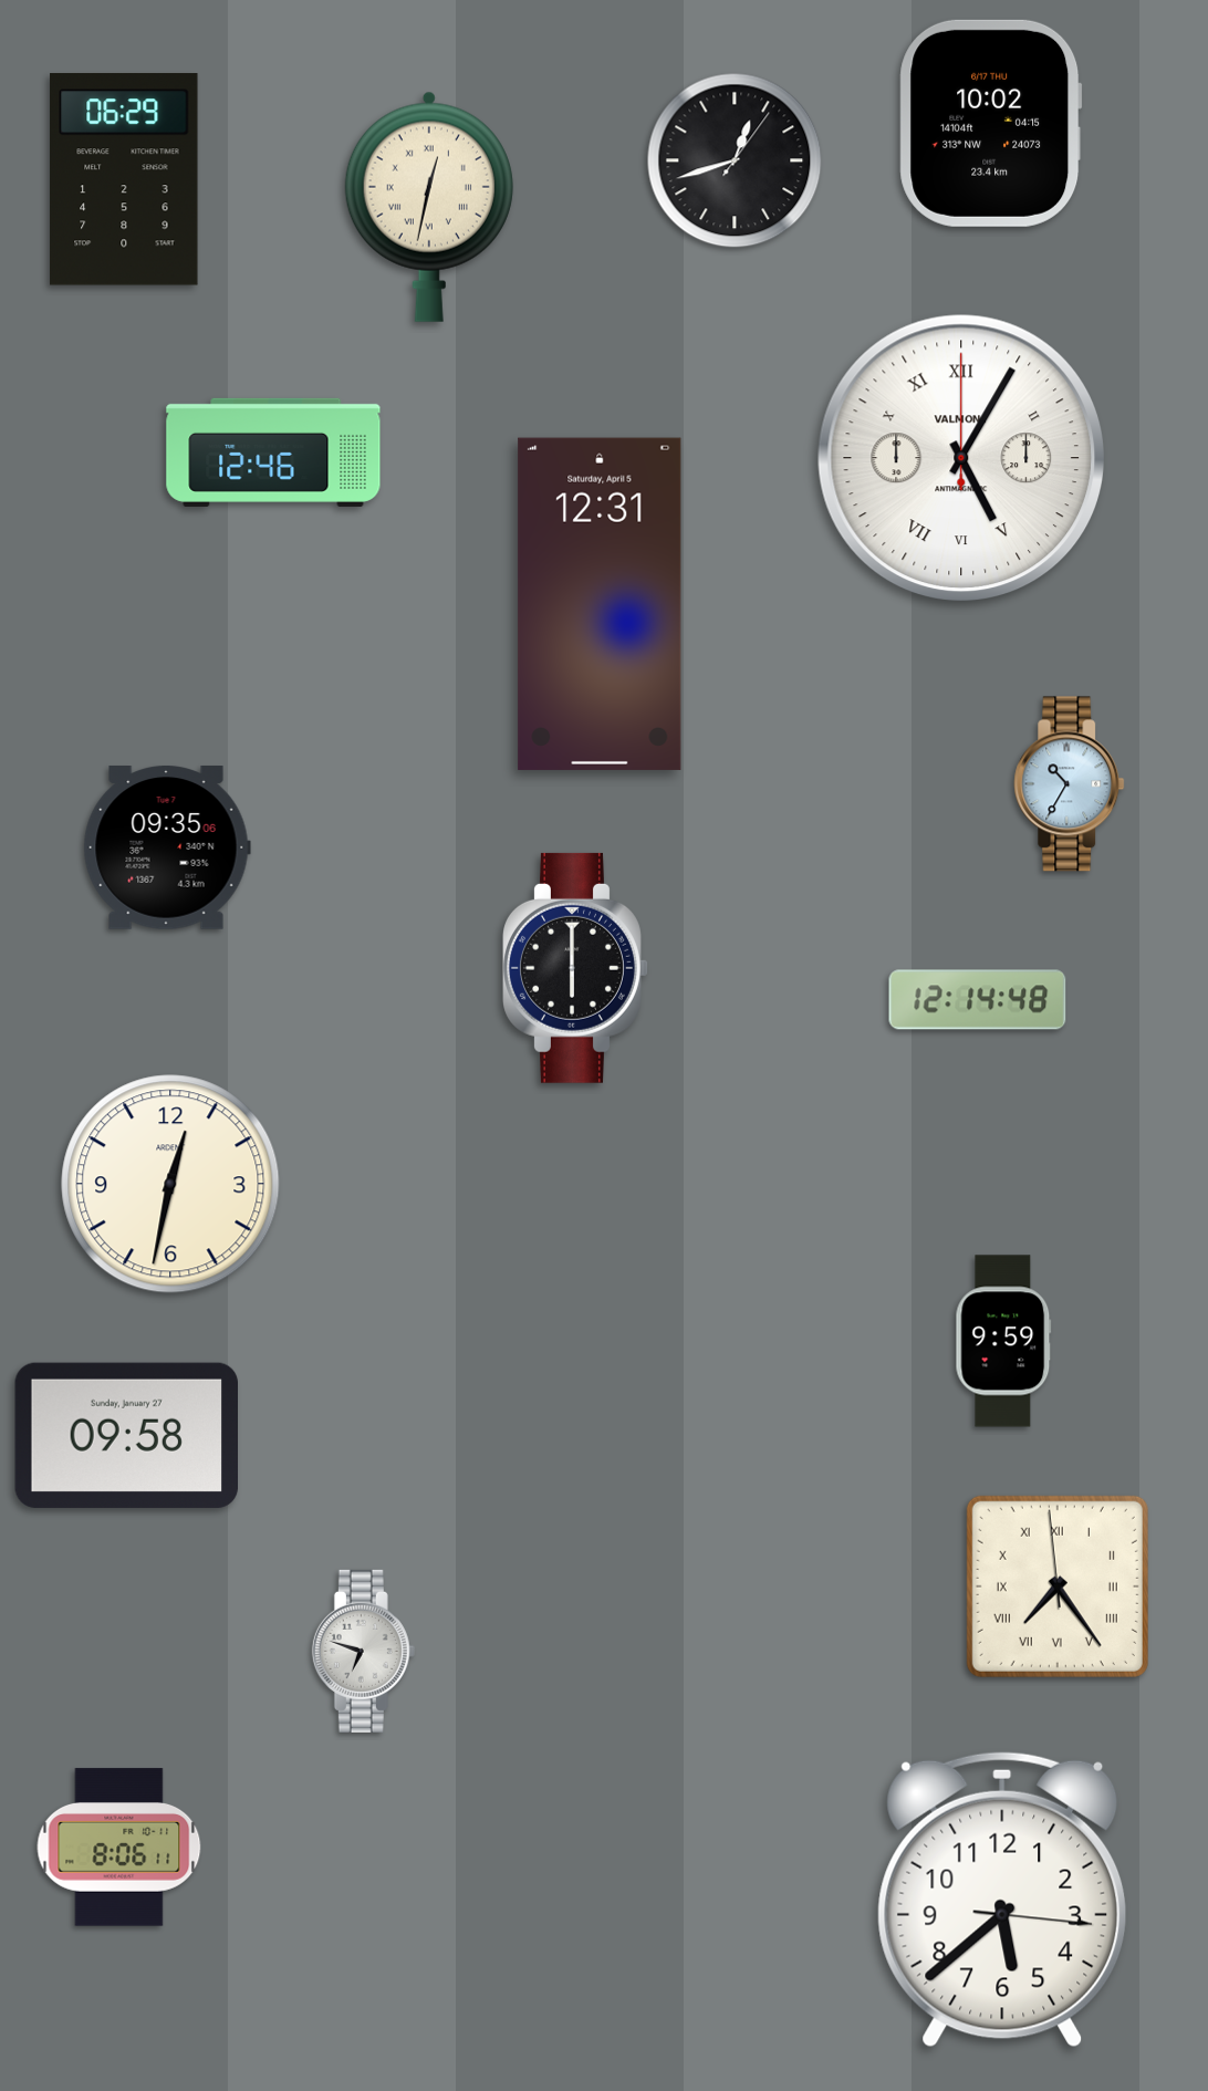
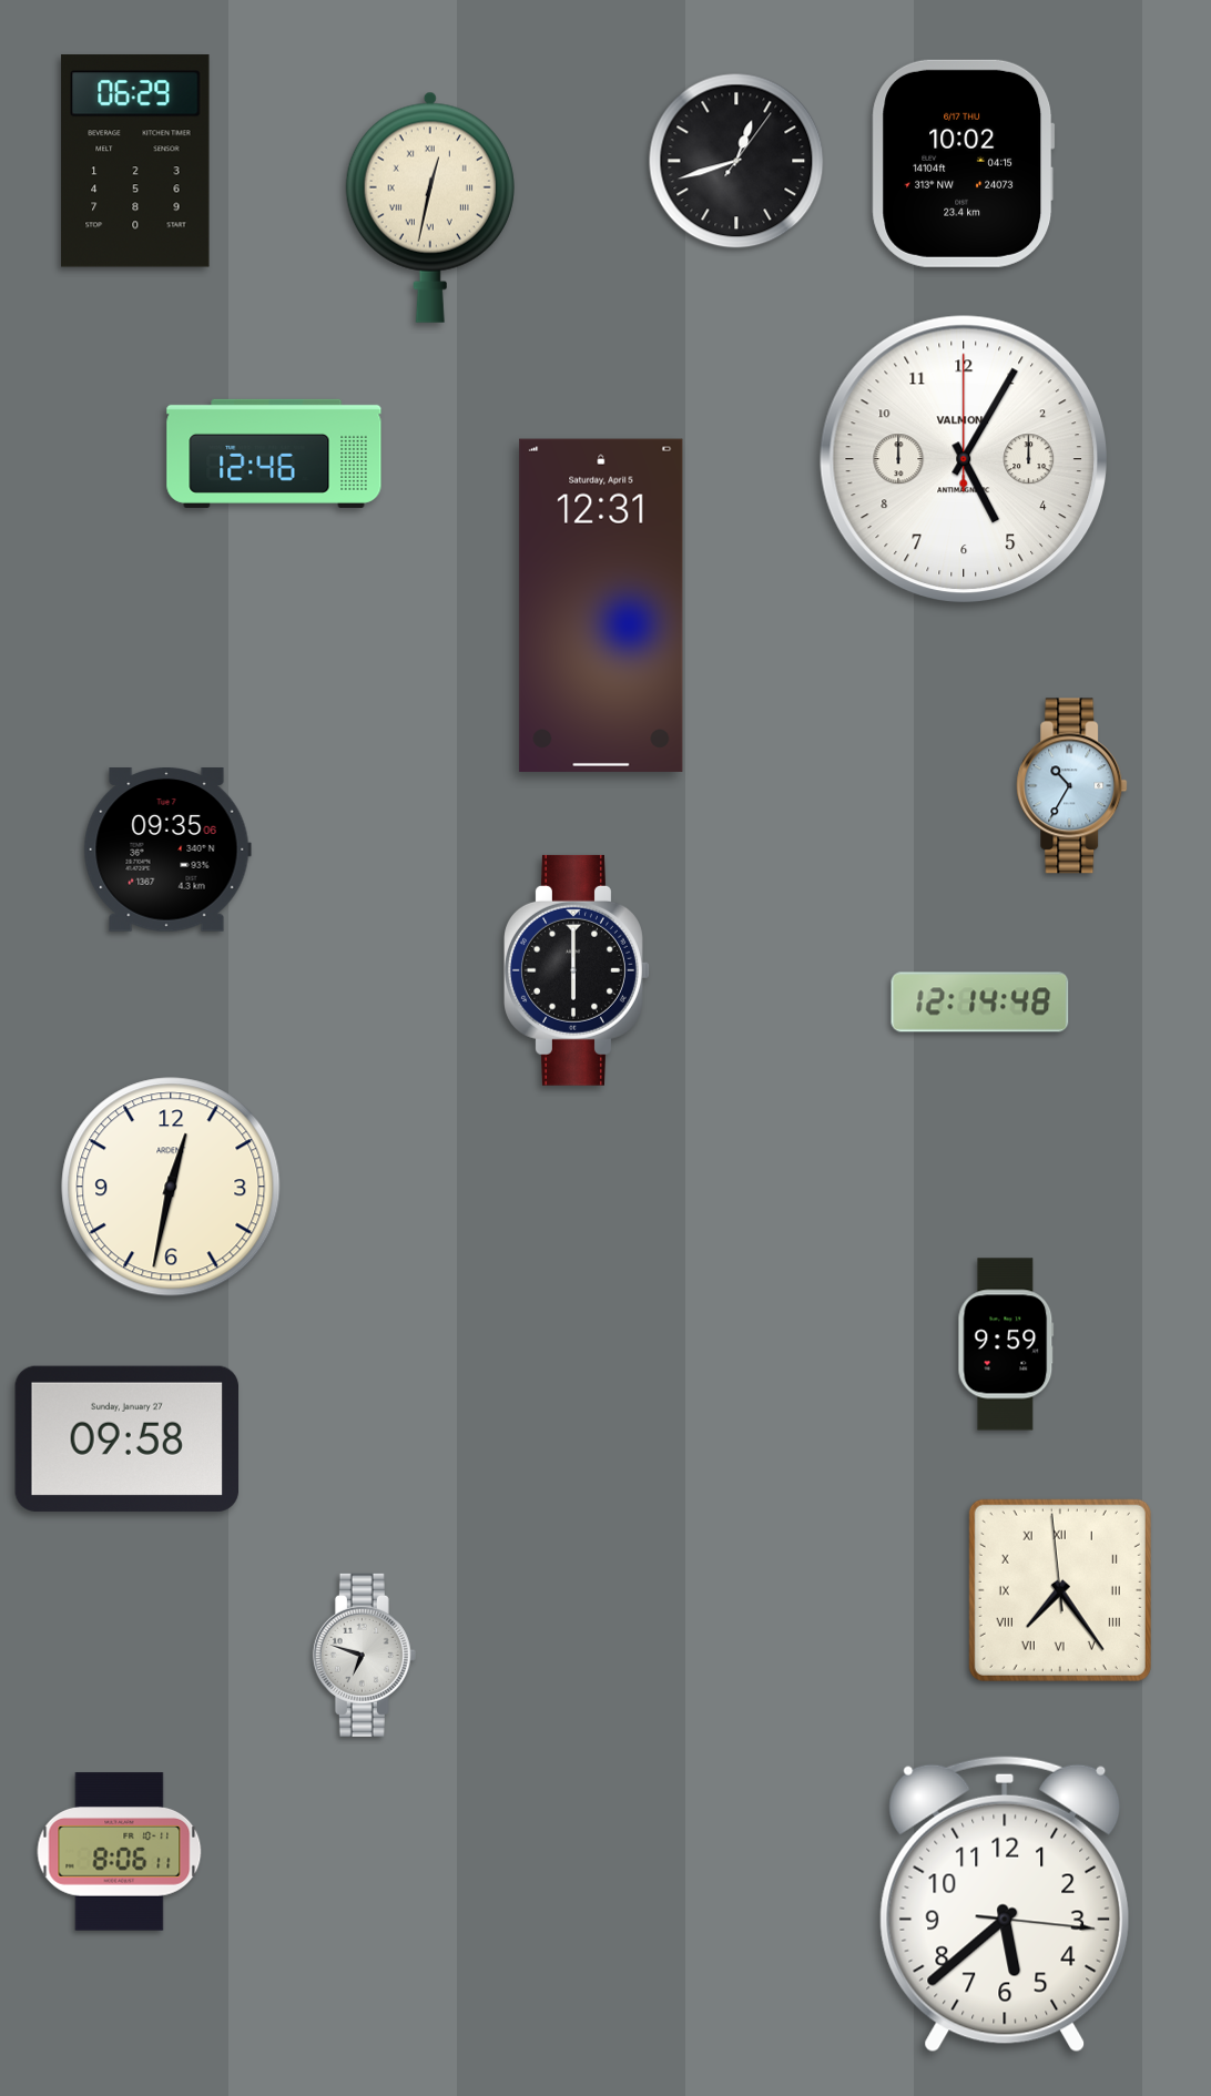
clock at (991, 123) position: (991, 123) -> (964, 163)
clock at (124, 179) position: (124, 179) -> (135, 161)
clock at (960, 457) numerals: Roman -> Arabic
